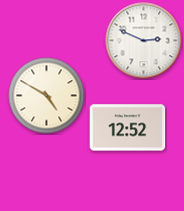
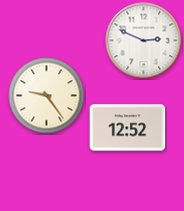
clock at (47, 96): 4:50 -> 9:24
